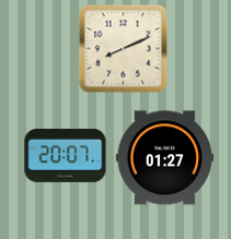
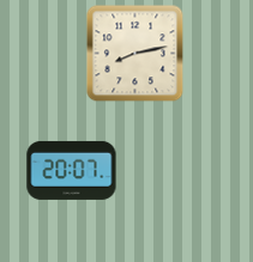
clock at (124, 49): 8:11 -> 8:13
clock at (164, 158): 01:27 -> none
